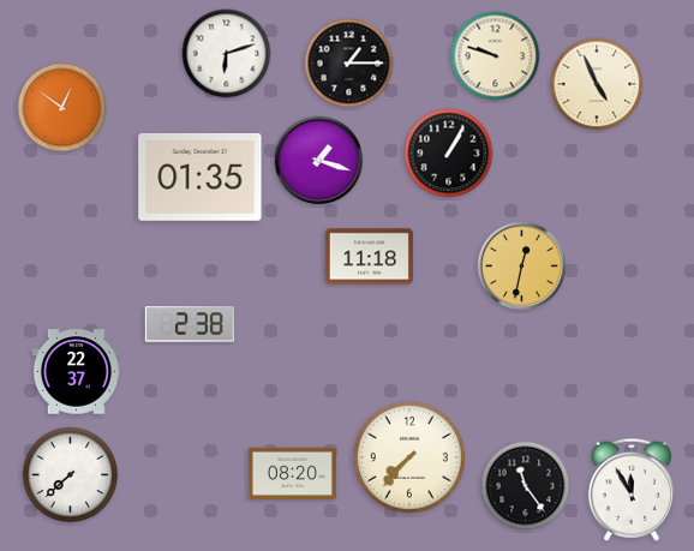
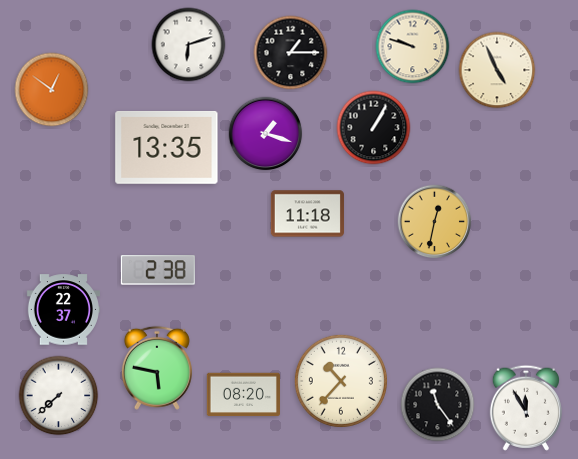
clock at (201, 176): 01:35 -> 13:35
clock at (157, 368): none -> 5:47
clock at (409, 457): 7:37 -> 10:37
